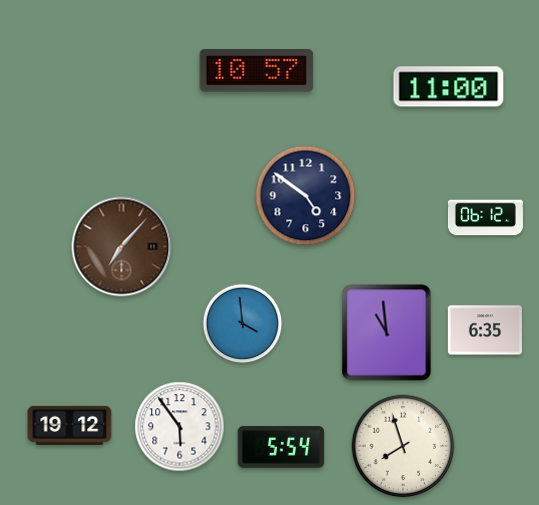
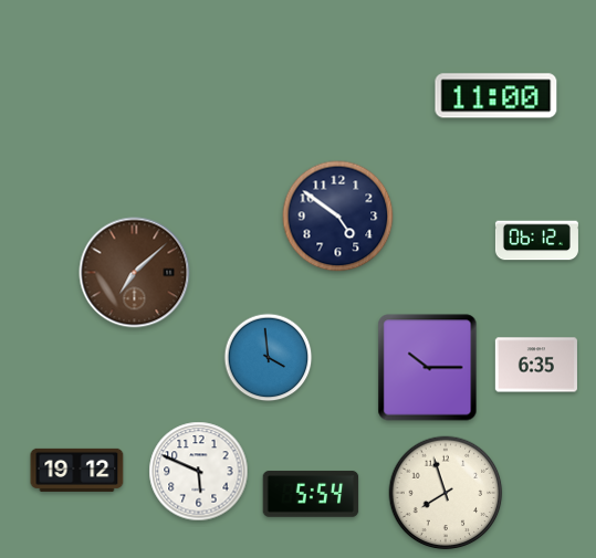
clock at (257, 71): 10:57 -> none
clock at (122, 247): 7:07 -> 7:08
clock at (387, 333): 10:59 -> 10:15
clock at (180, 427): 5:54 -> 5:49
